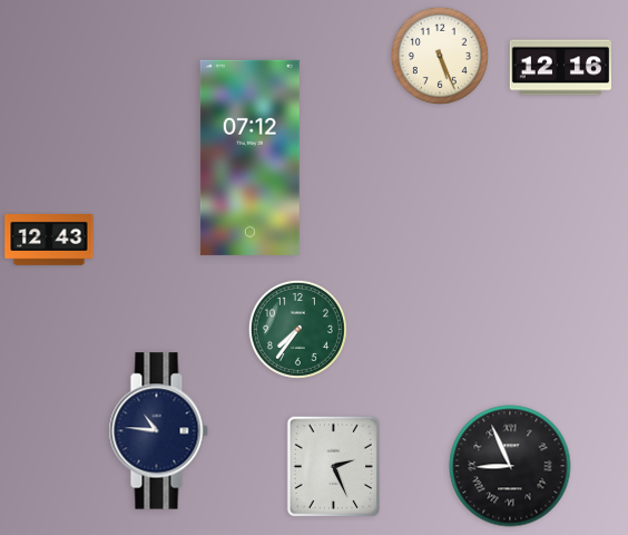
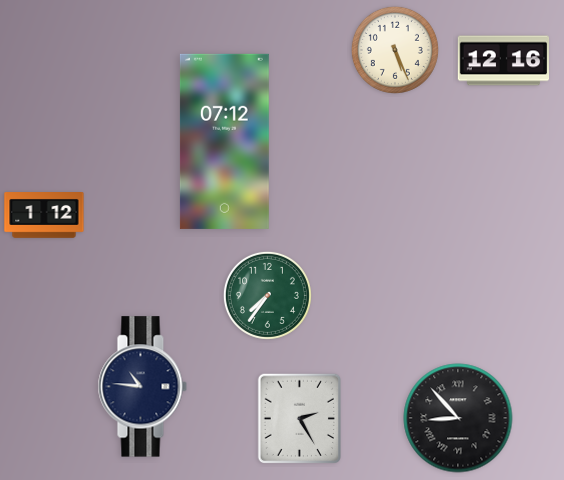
clock at (49, 241): 12:43 -> 1:12
clock at (333, 466): 2:26 -> 2:25
clock at (510, 466): 8:56 -> 8:53
